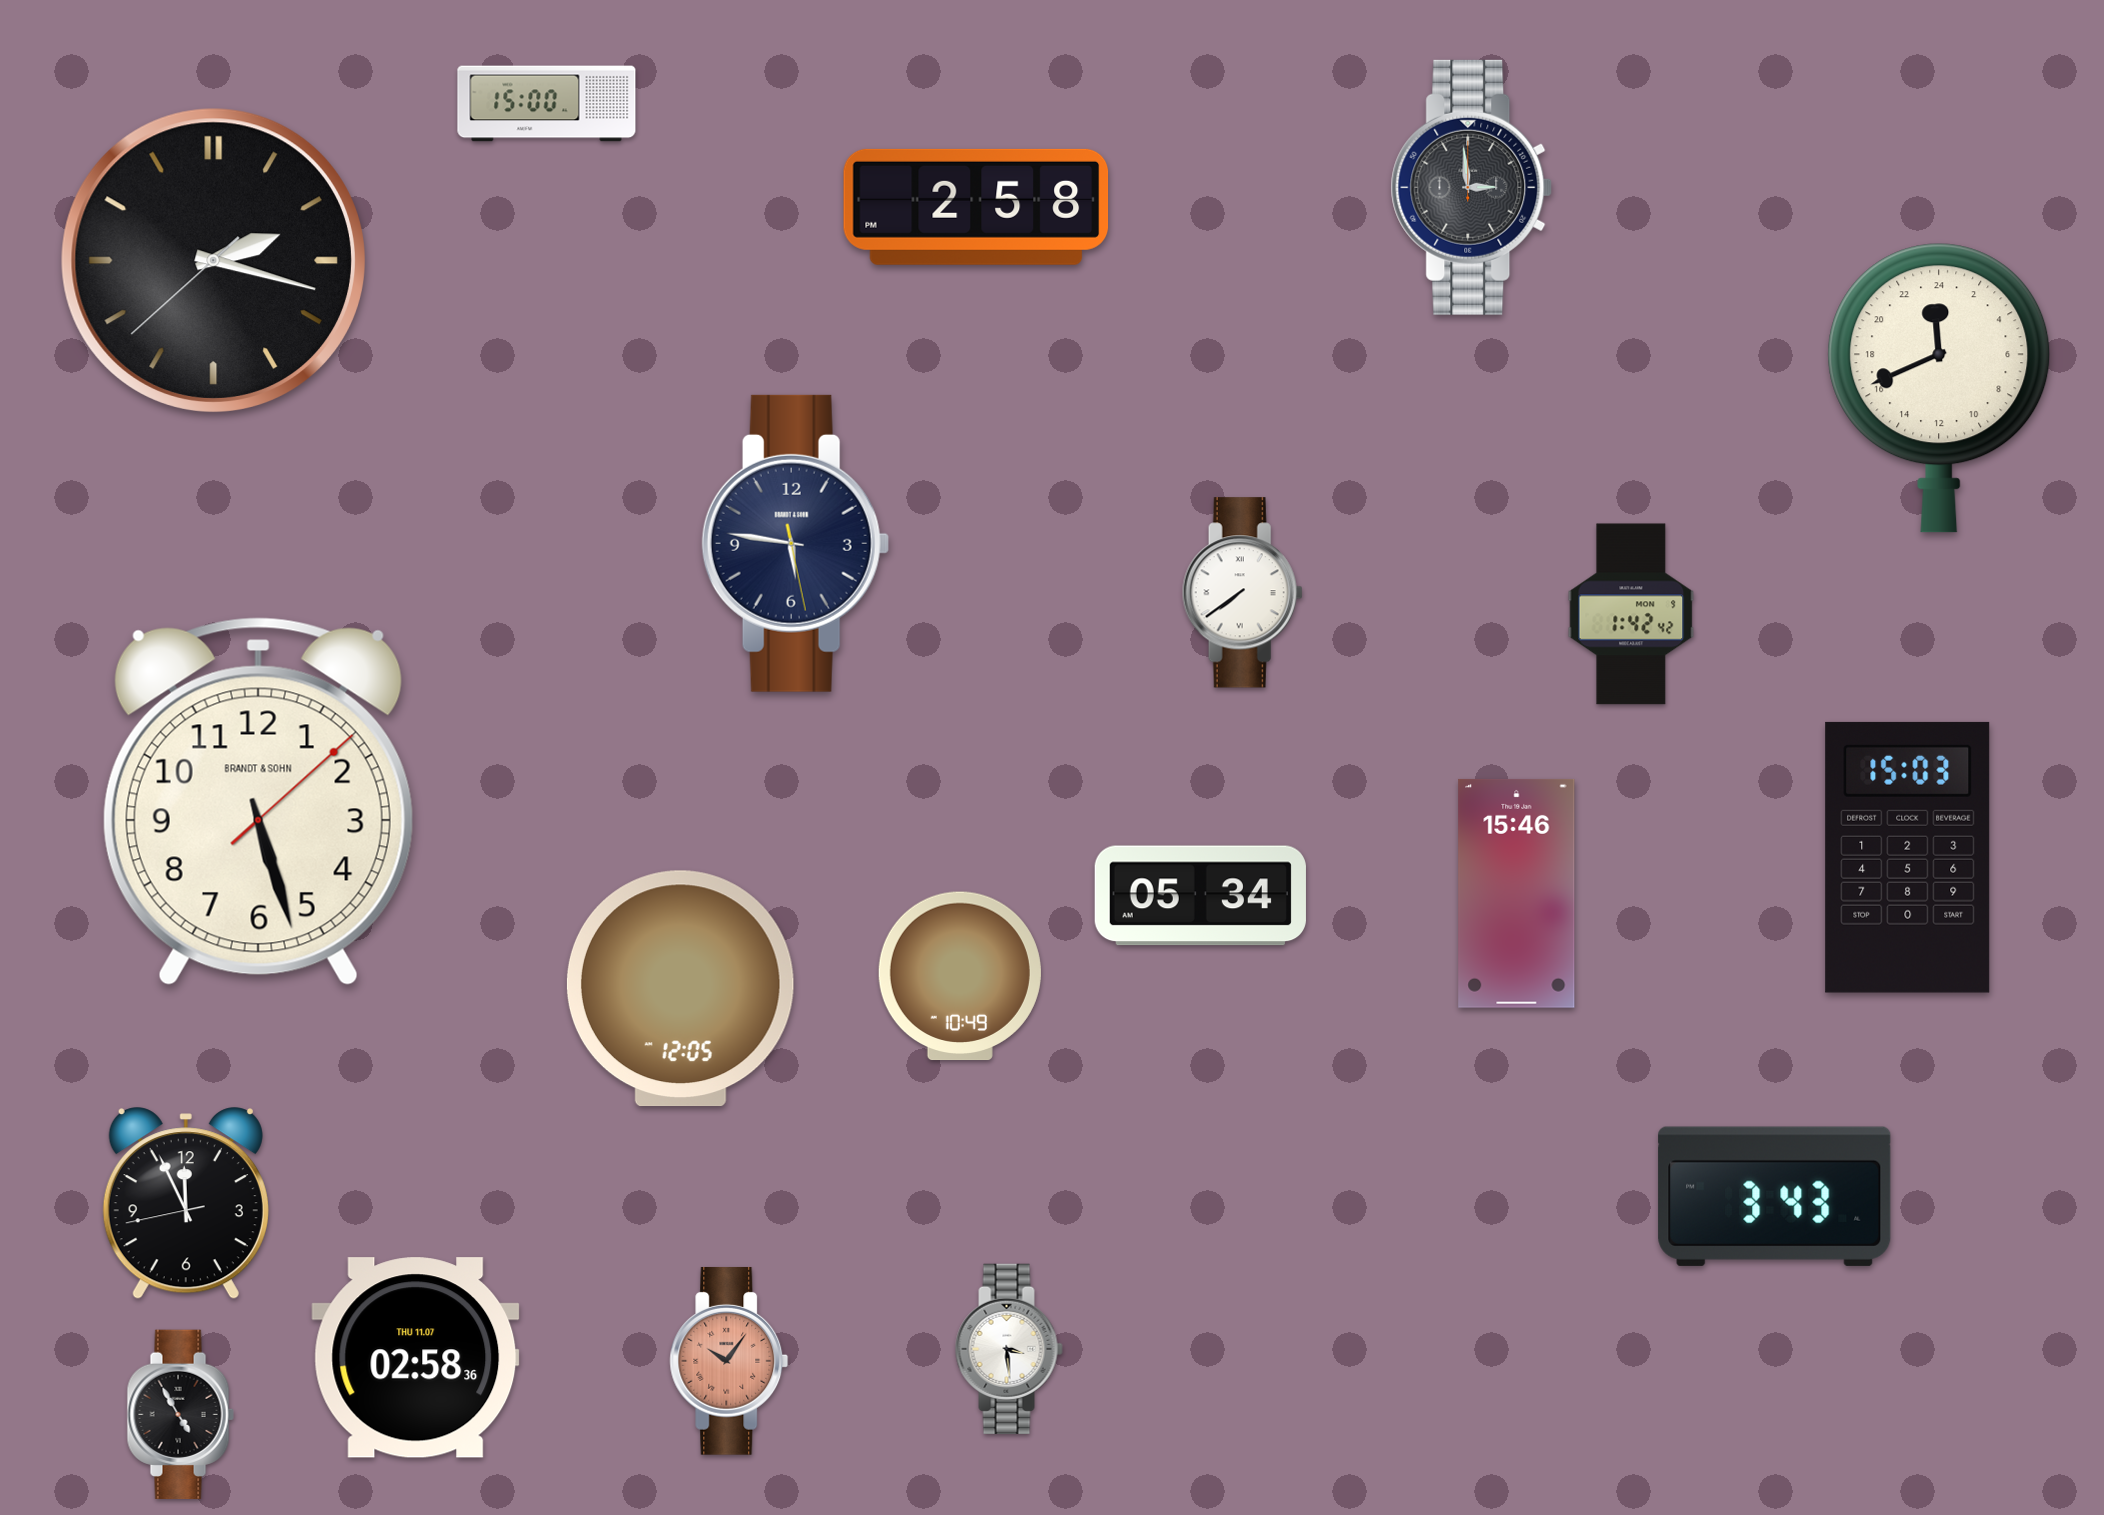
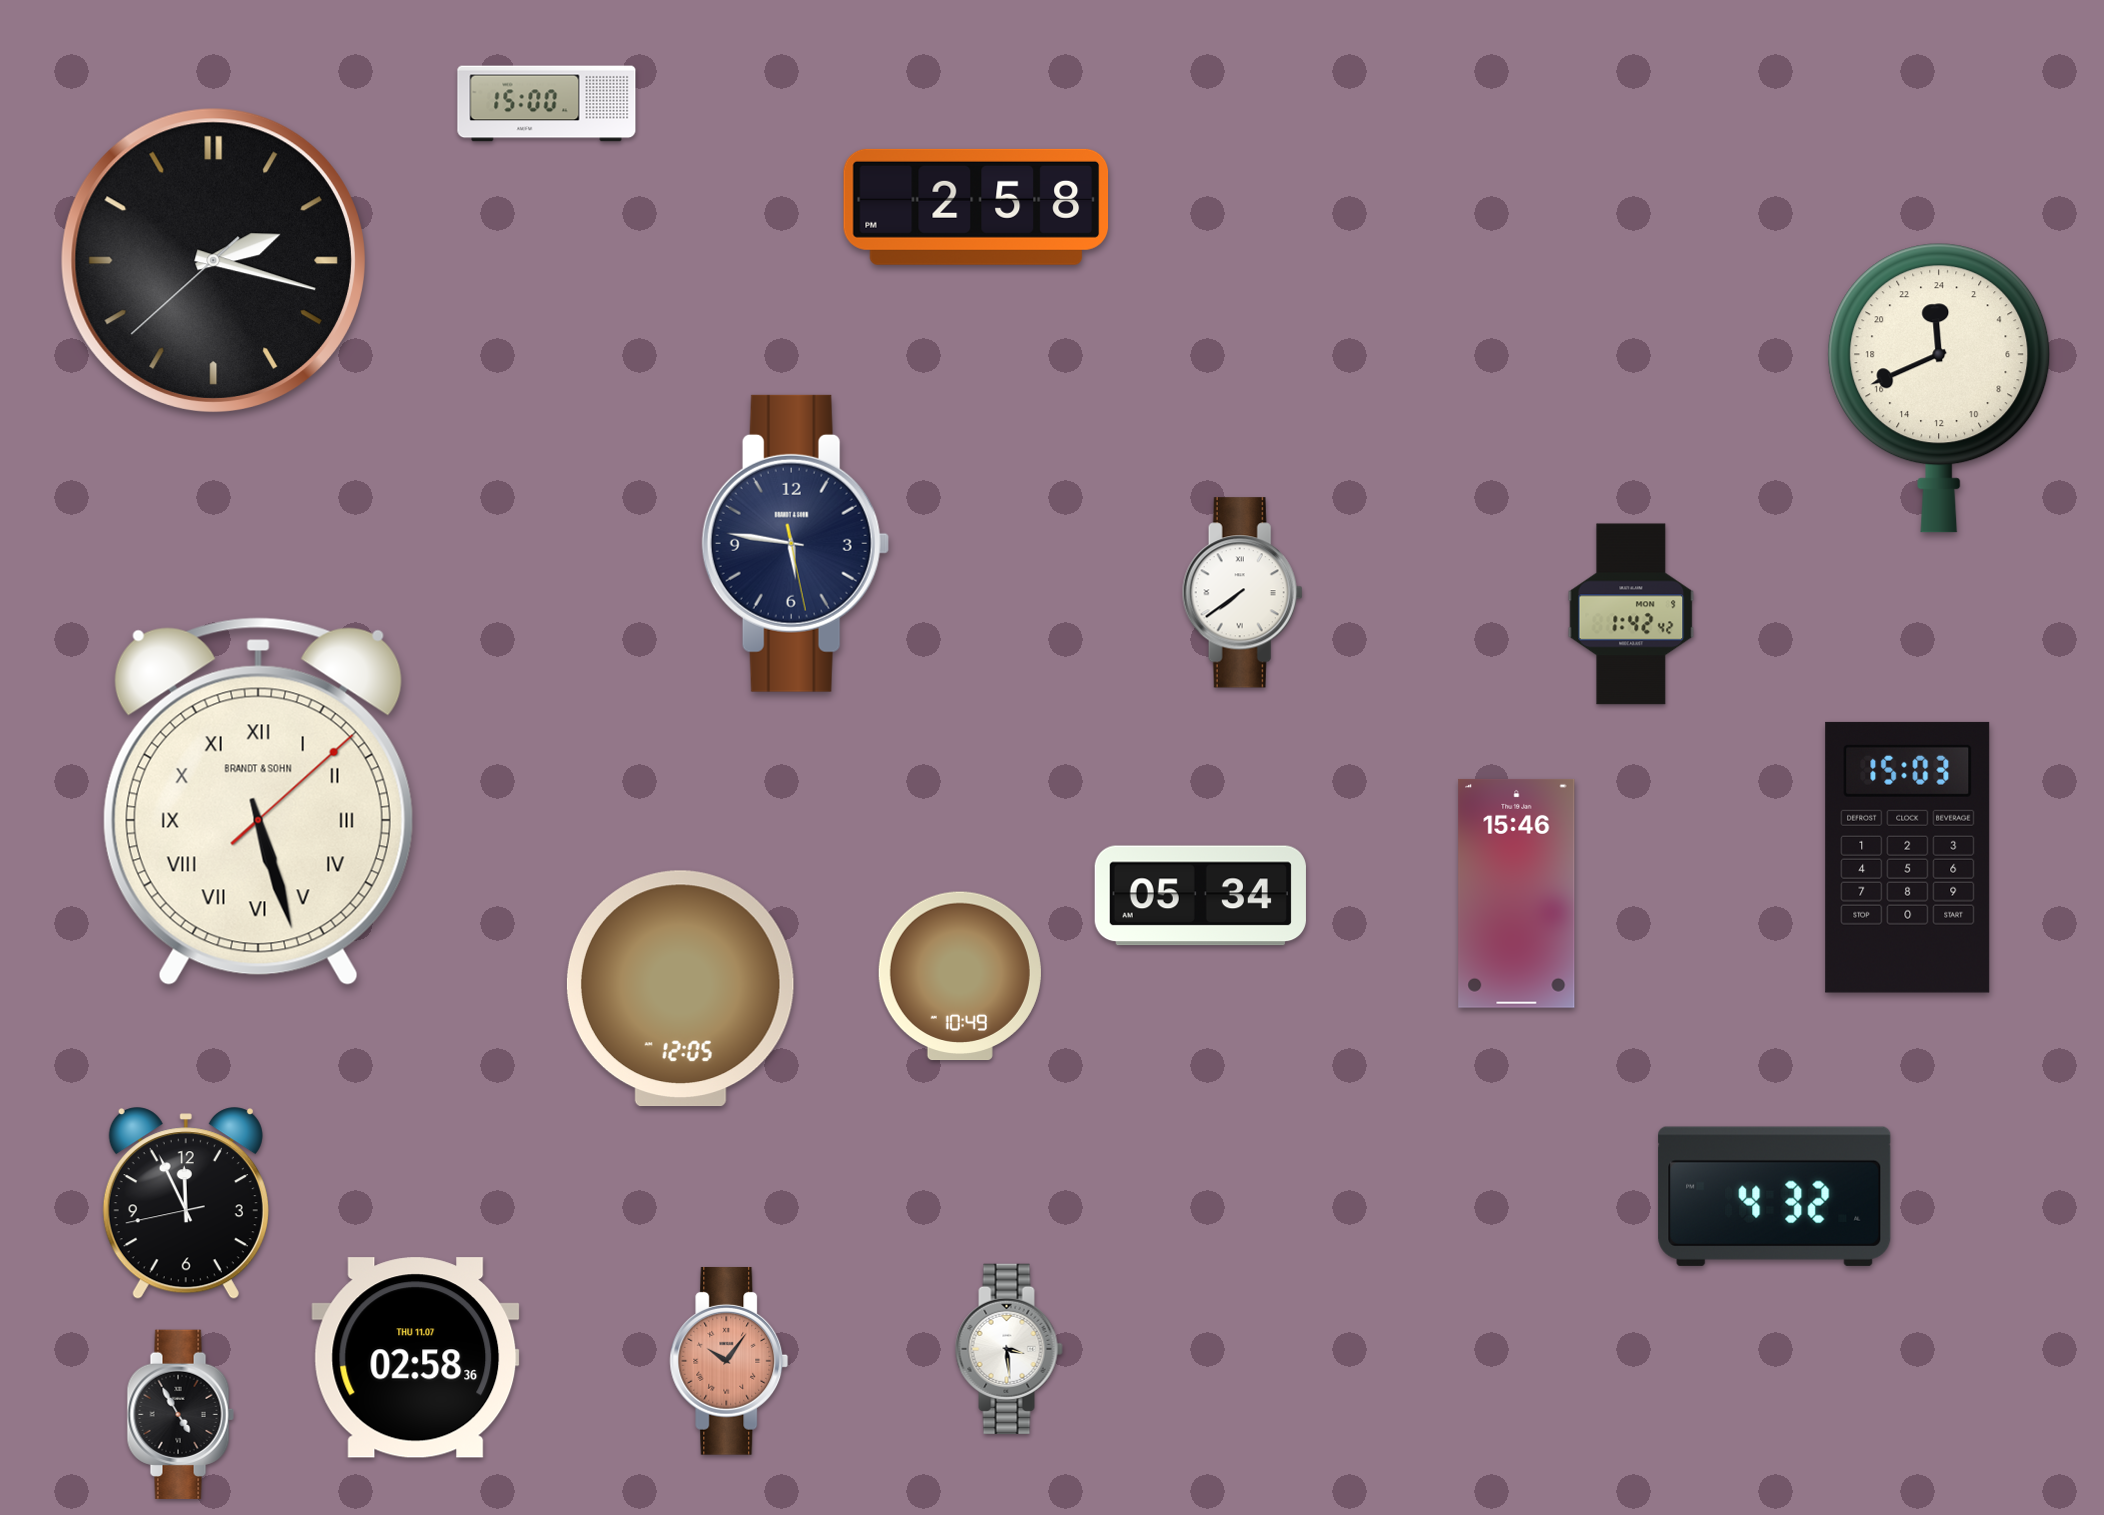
clock at (1472, 187): 2:59 -> none
clock at (258, 801) numerals: Arabic -> Roman
clock at (1775, 1196): 3:43 -> 4:32
